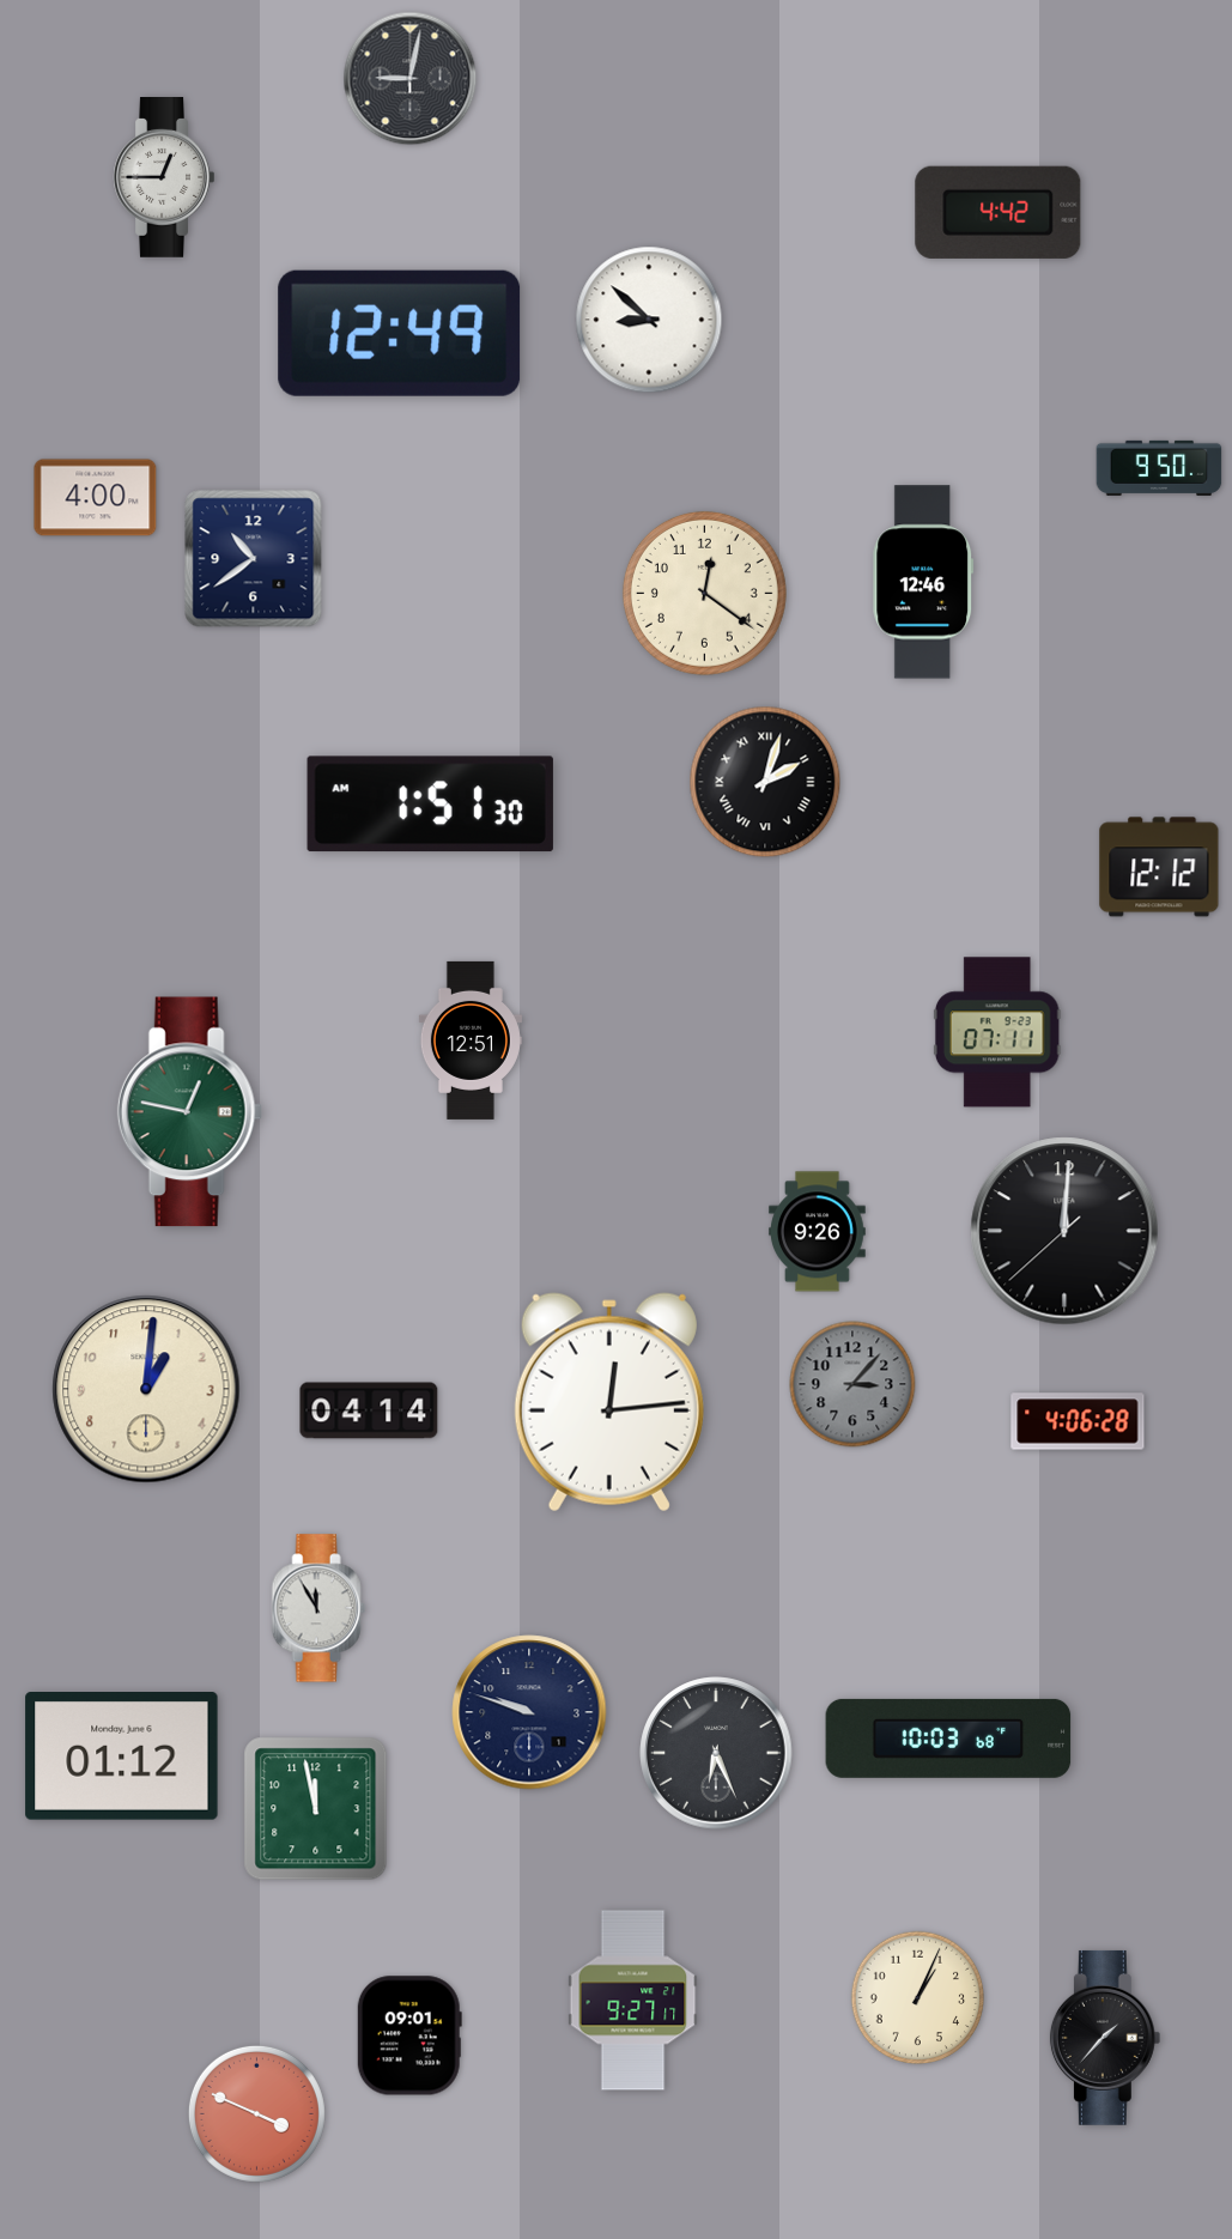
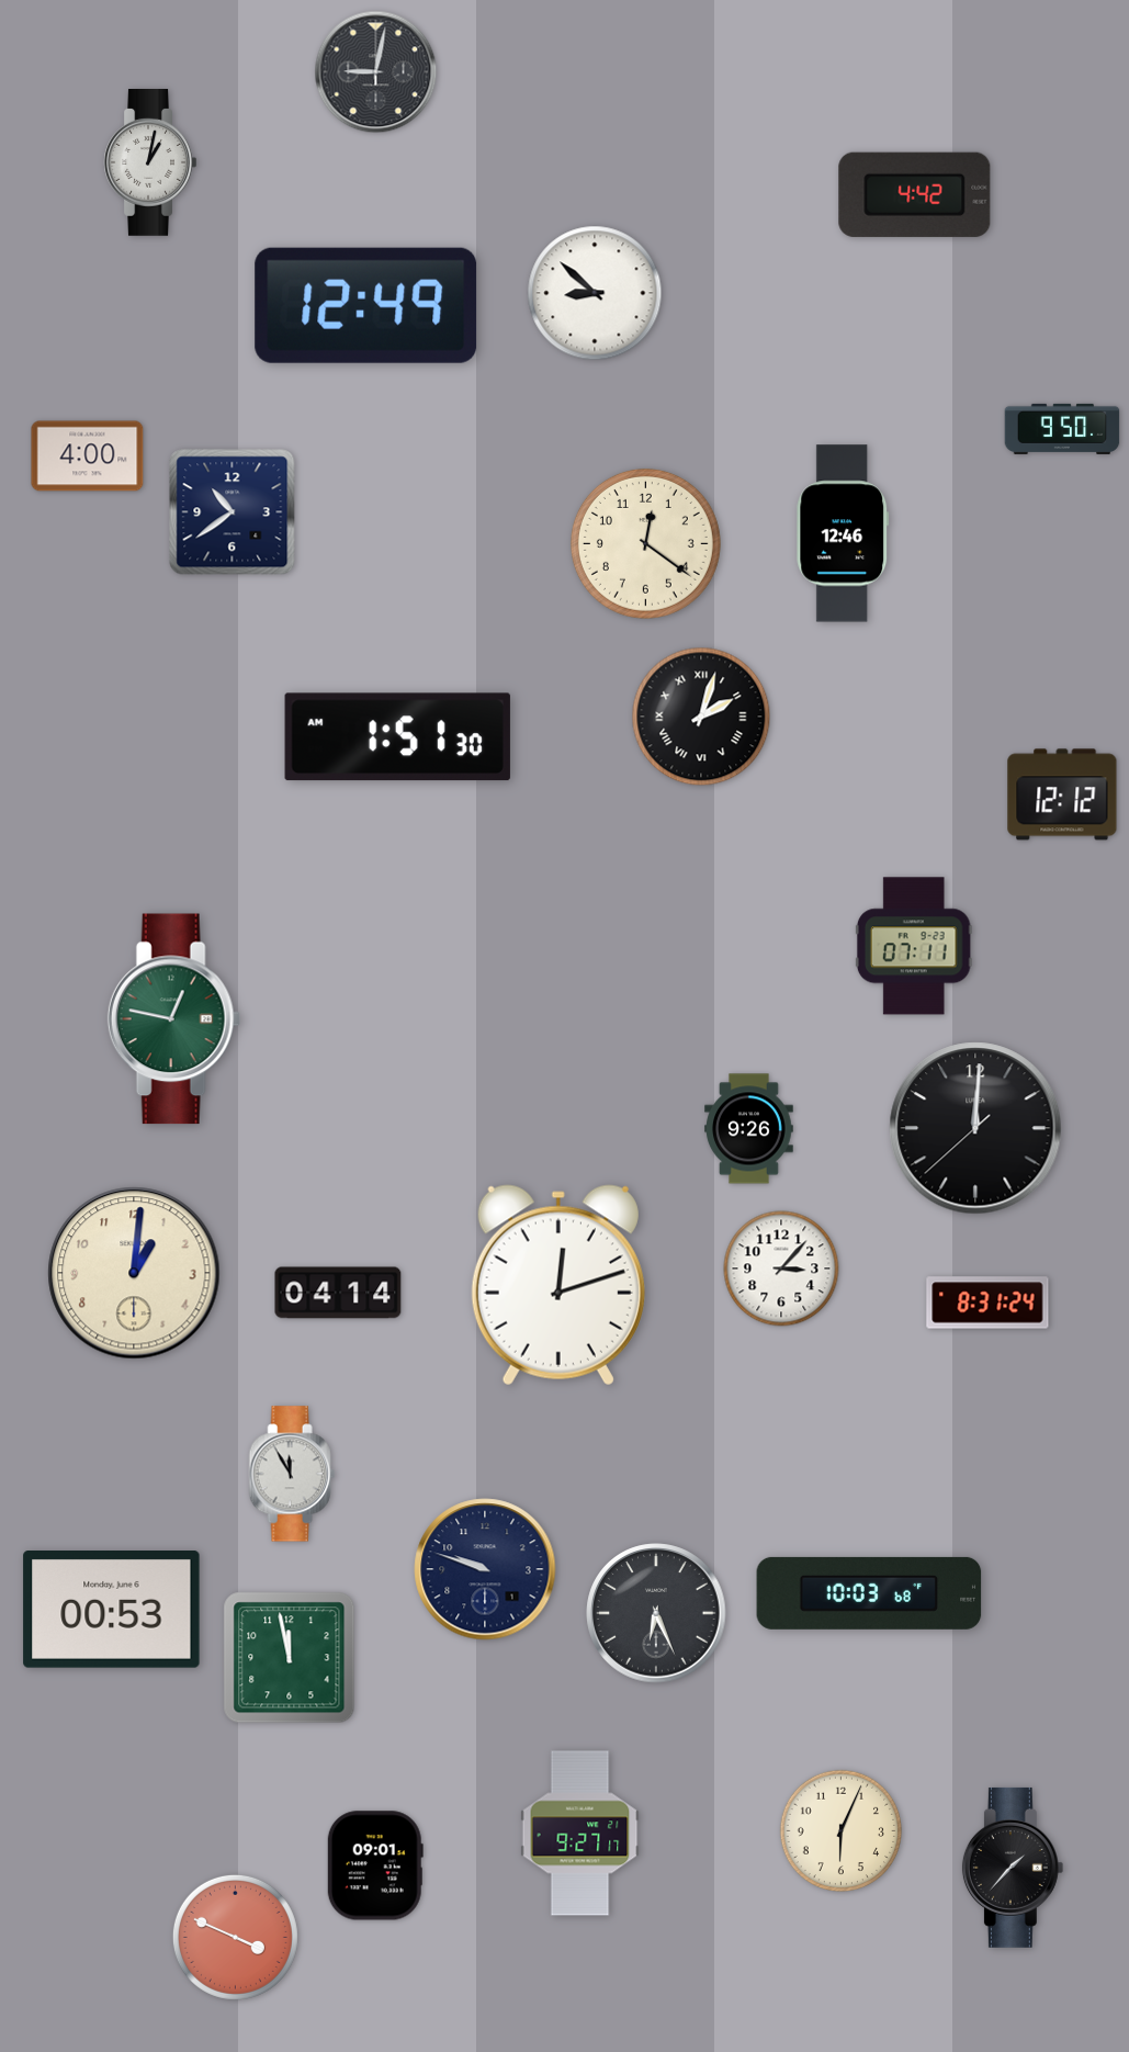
clock at (164, 178): 12:45 -> 1:02
clock at (923, 582) position: (923, 582) -> (843, 533)
clock at (430, 805) position: (430, 805) -> (397, 737)
clock at (471, 1040): 12:51 -> none
clock at (852, 1384) dial: grey -> white
clock at (609, 1402): 12:14 -> 12:12
clock at (1078, 1421): 4:06 -> 8:31
clock at (716, 1753) position: (716, 1753) -> (656, 1613)
clock at (122, 1756): 01:12 -> 00:53
clock at (918, 1998): 1:04 -> 6:04
